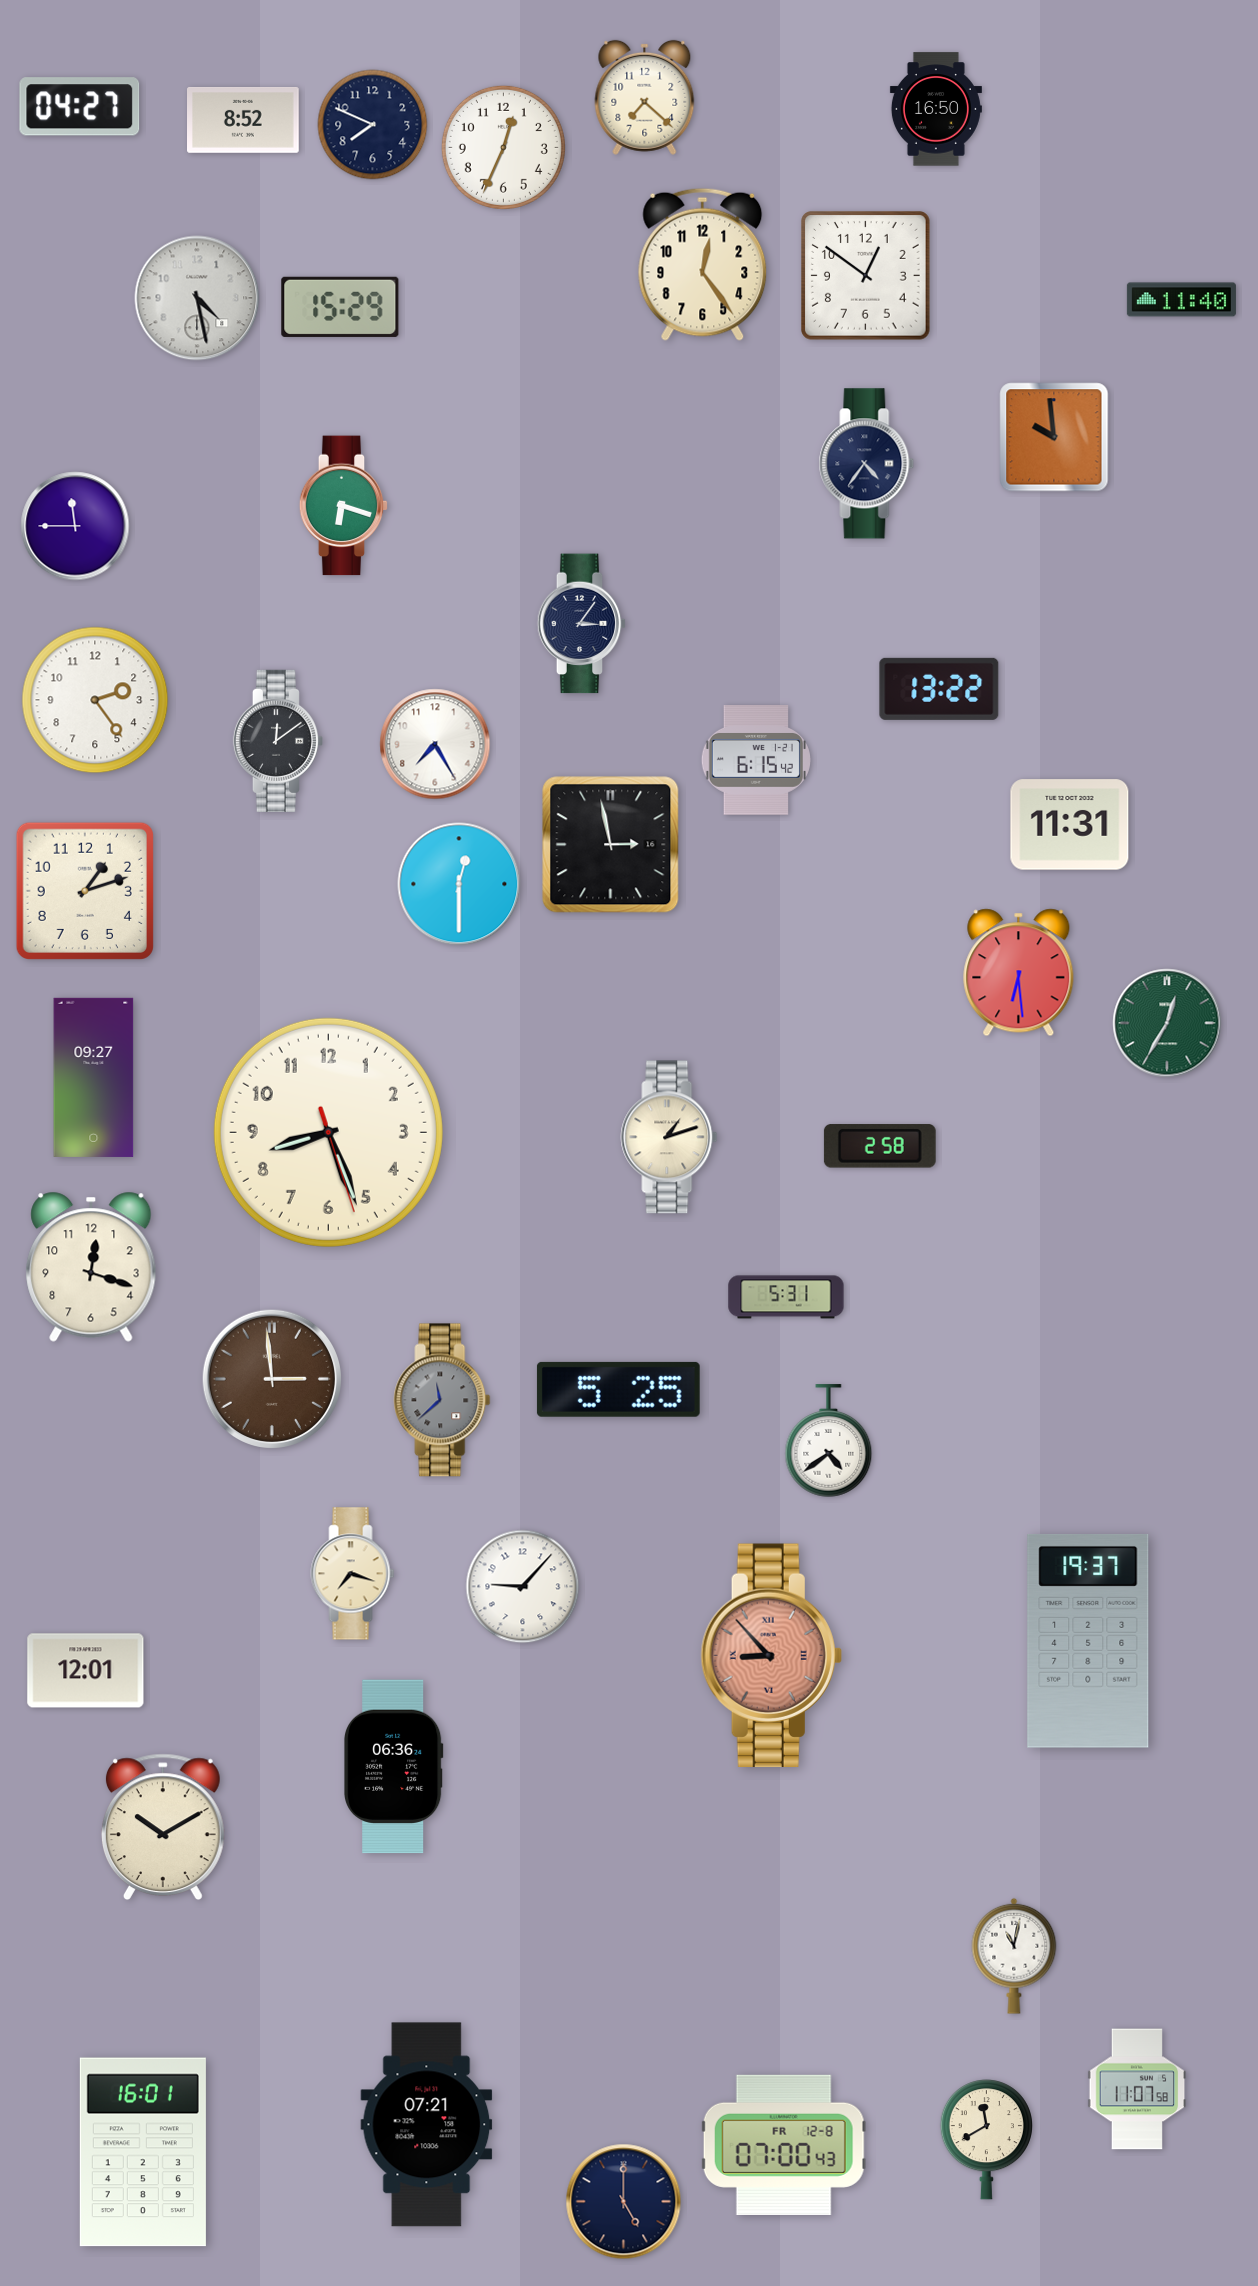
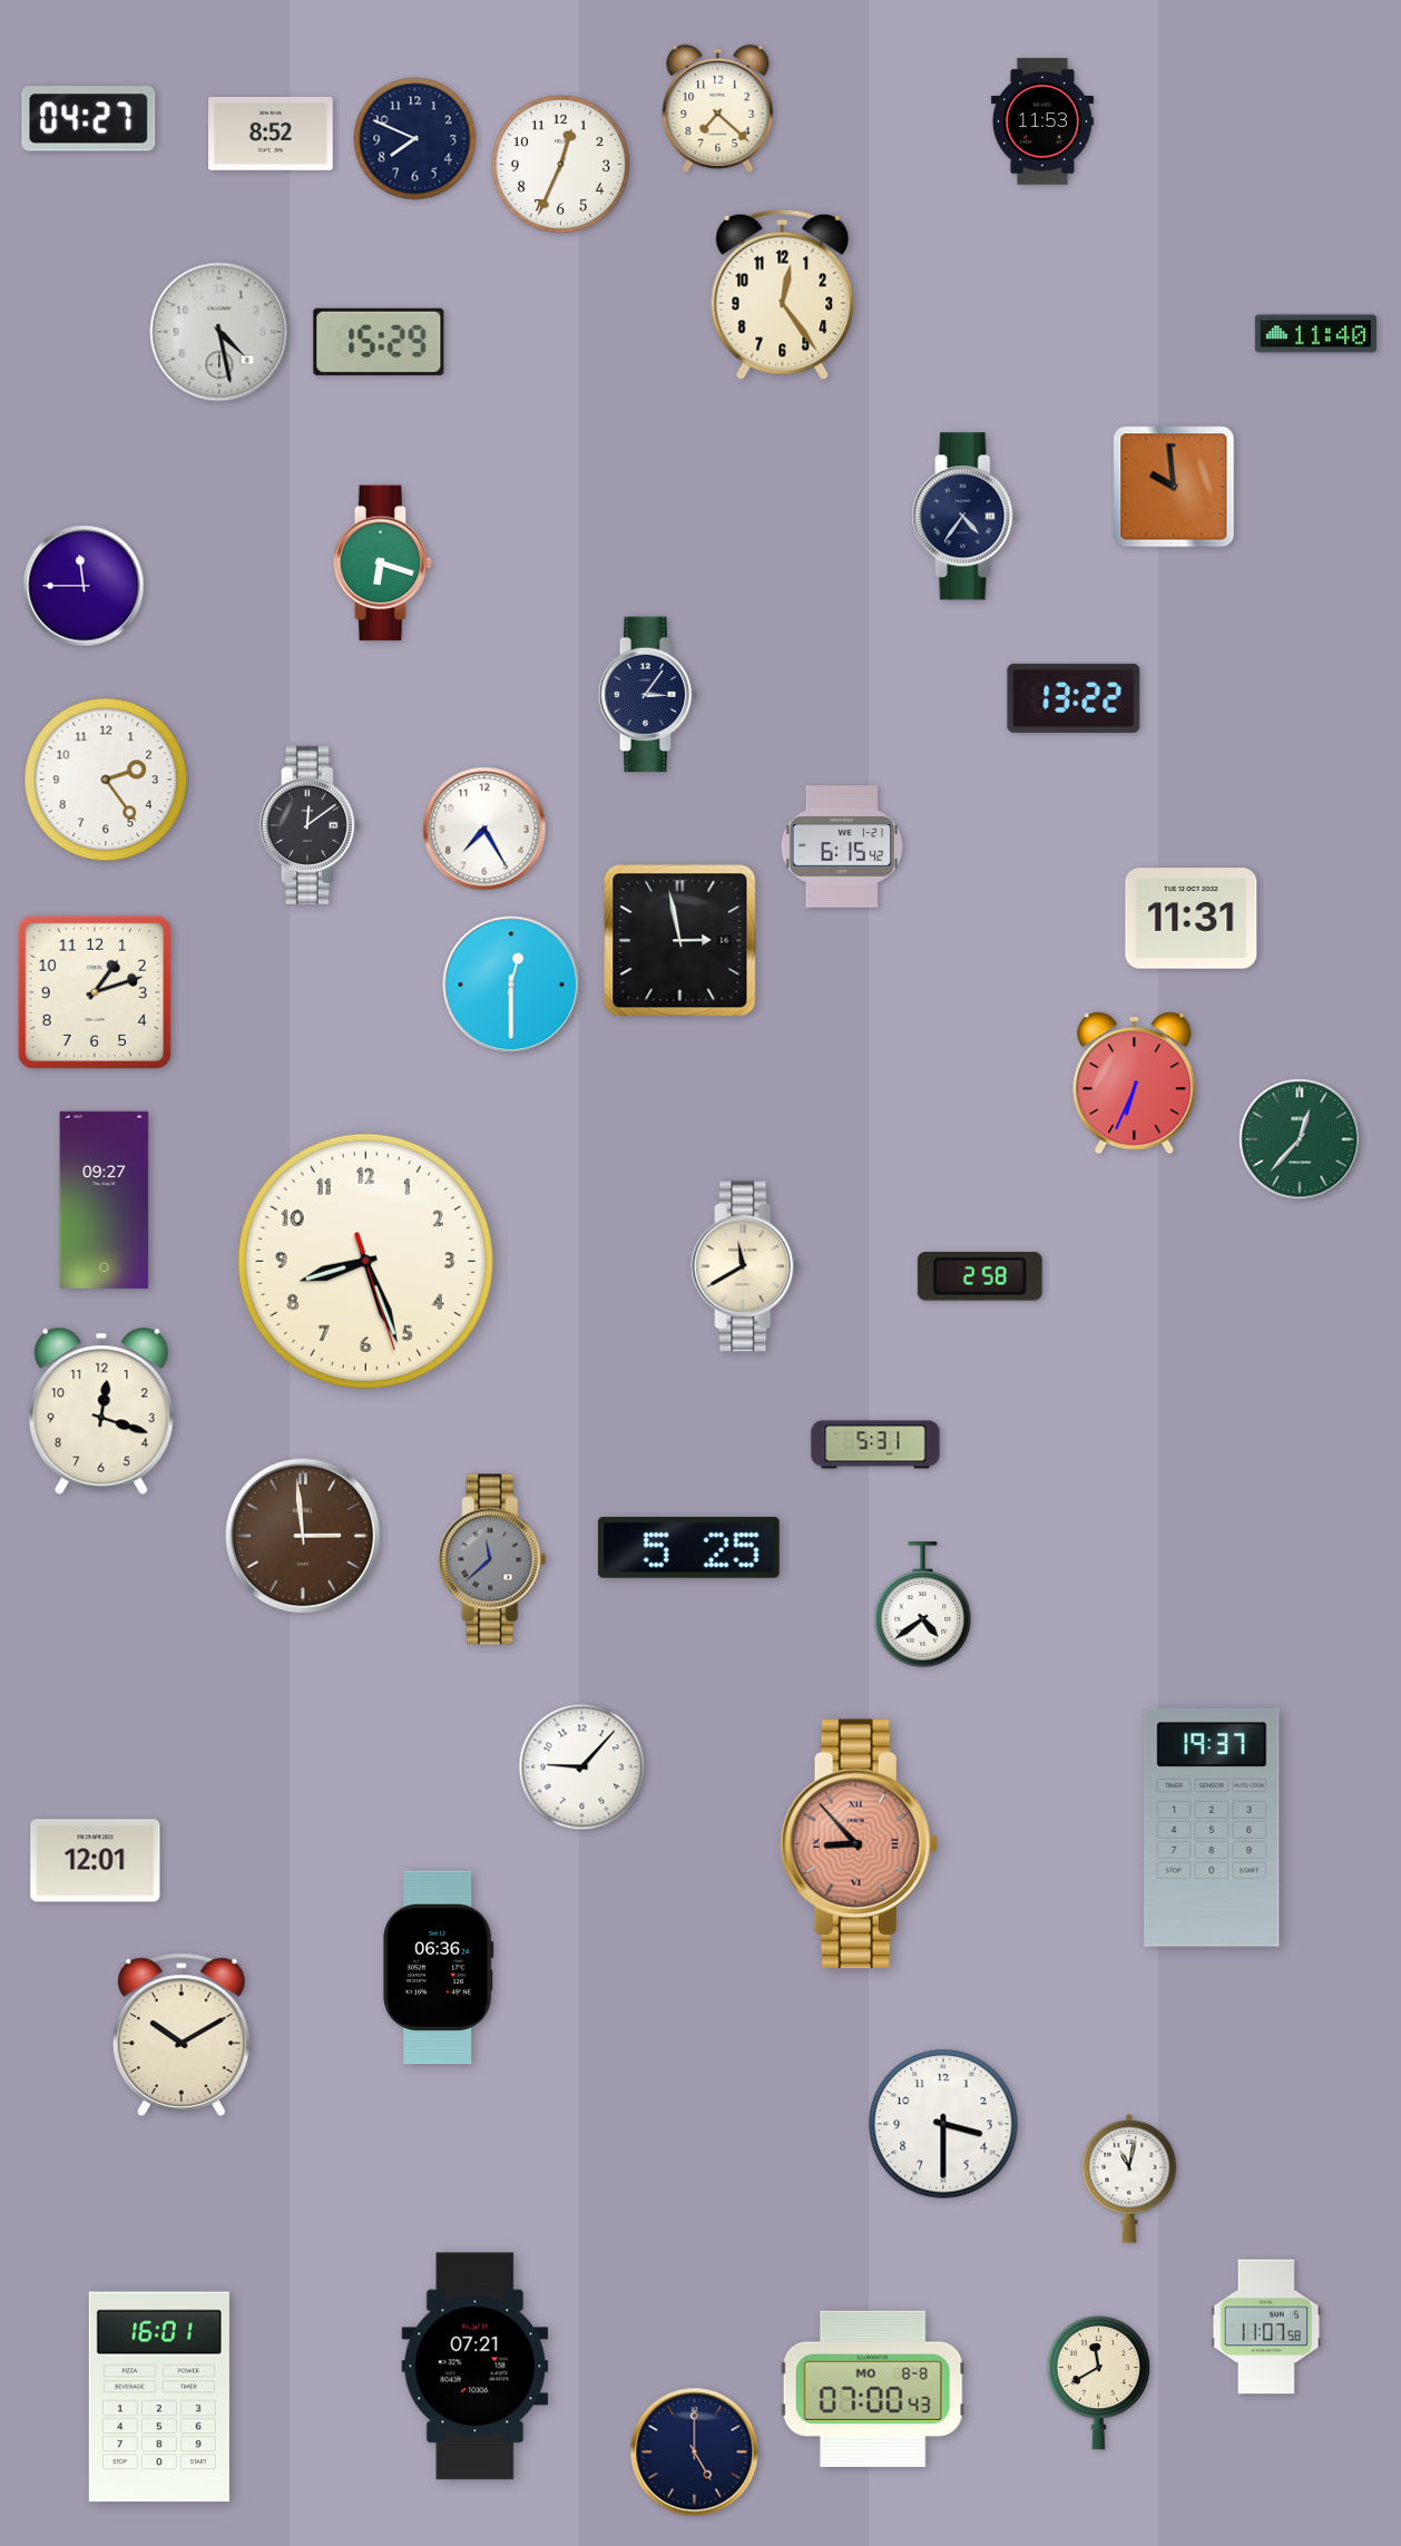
clock at (936, 109): 16:50 -> 11:53
clock at (866, 276): 12:51 -> none
clock at (939, 689) position: (939, 689) -> (1074, 698)
clock at (1019, 973): 6:29 -> 6:34
clock at (1167, 1023): 12:35 -> 12:37
clock at (669, 1137): 1:12 -> 11:40
clock at (353, 1574): 7:18 -> none
clock at (943, 2124): none -> 3:30
clock at (784, 2145) date: FR 12-8 -> MO 8-8
